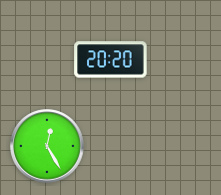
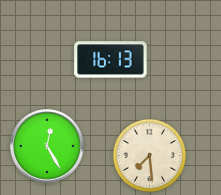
clock at (111, 60): 20:20 -> 16:13
clock at (149, 155): none -> 7:29
